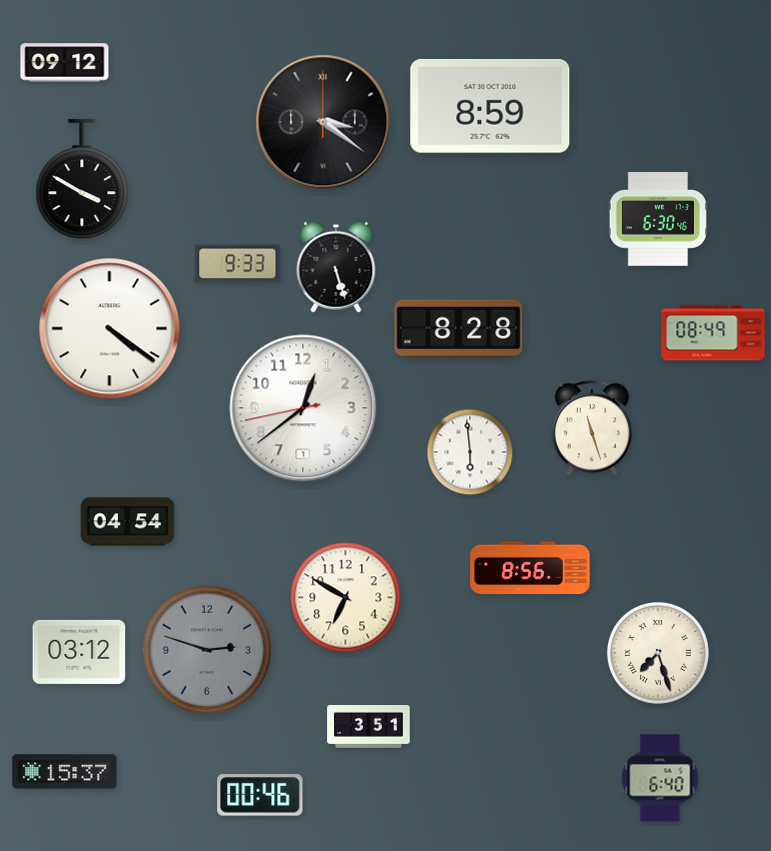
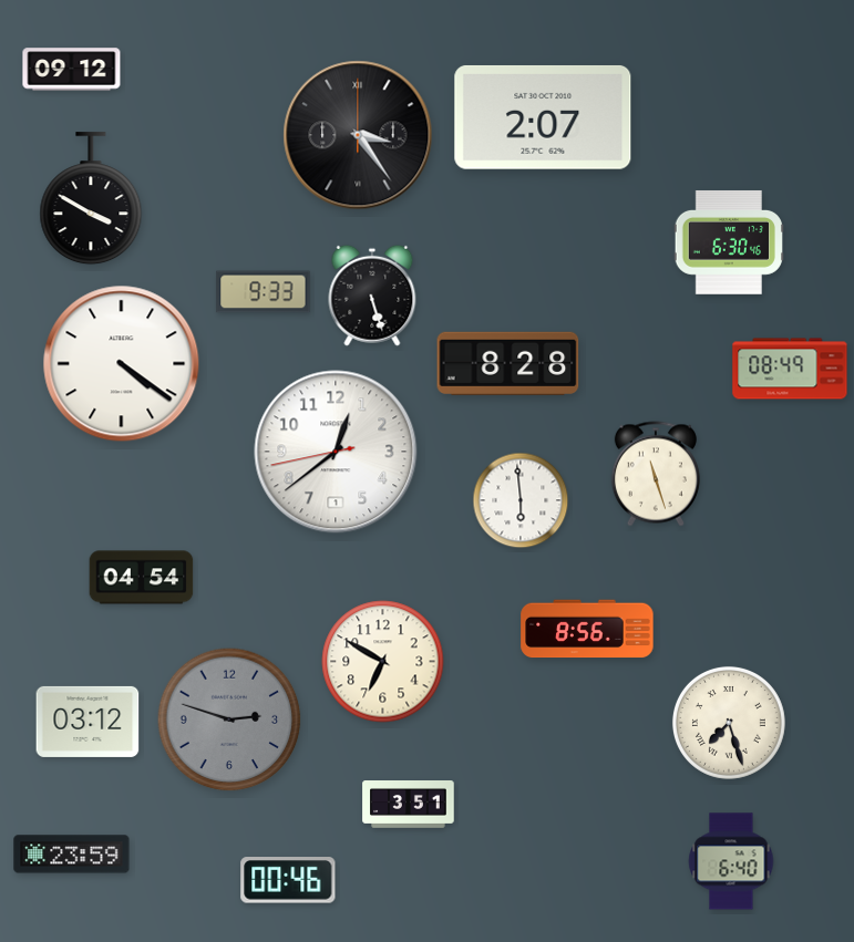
clock at (490, 106): 8:59 -> 2:07
clock at (323, 122): 3:21 -> 3:24
clock at (65, 772): 15:37 -> 23:59
